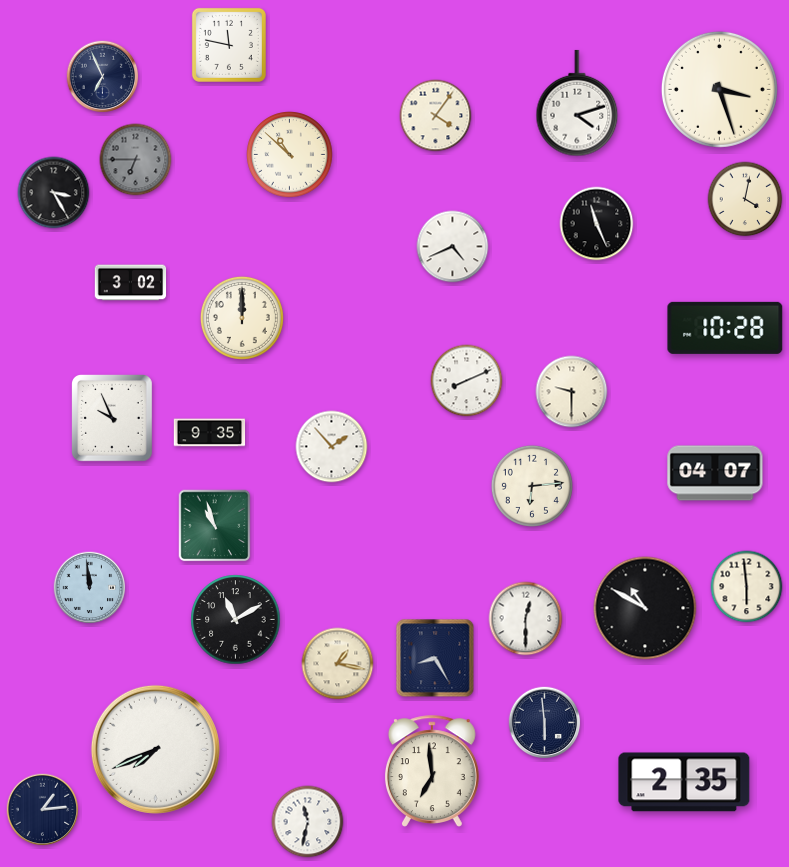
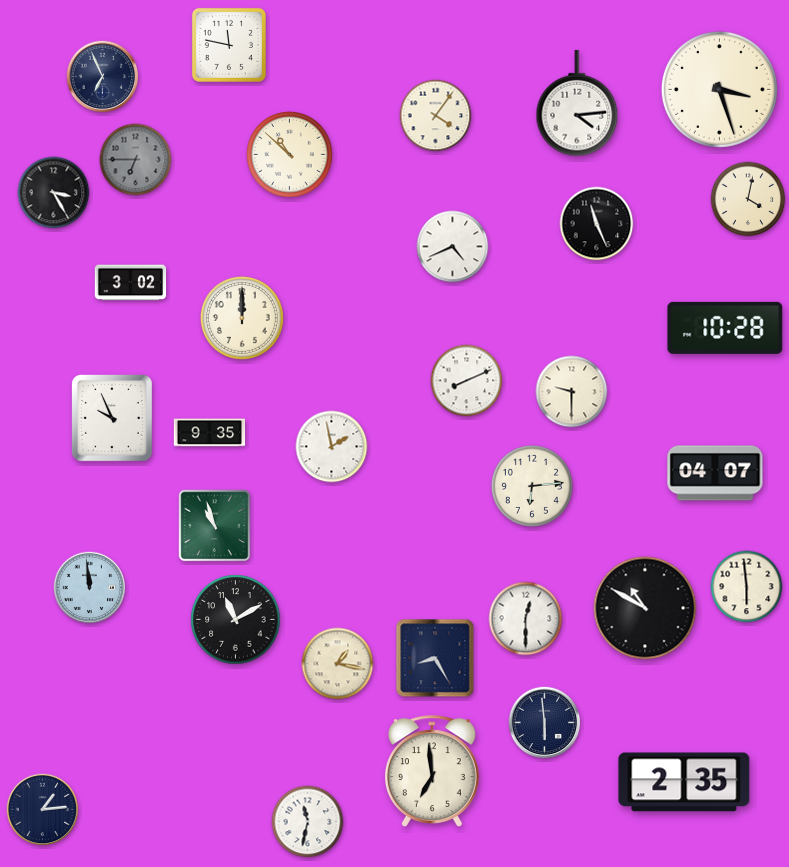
clock at (577, 103): 4:12 -> 4:14
clock at (745, 199) position: (745, 199) -> (748, 199)
clock at (332, 447): 1:53 -> 1:58
clock at (155, 749): 7:41 -> none
